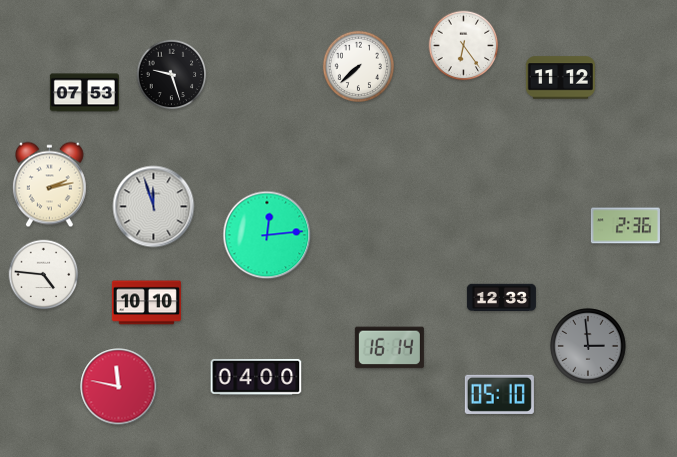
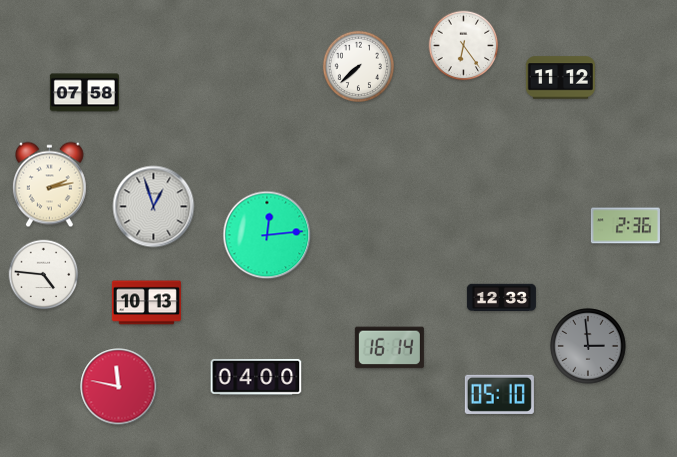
clock at (172, 75): 9:27 -> none
clock at (84, 93): 07:53 -> 07:58
clock at (154, 207): 11:57 -> 12:57
clock at (146, 303): 10:10 -> 10:13
